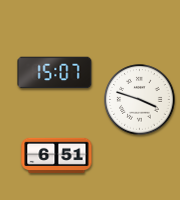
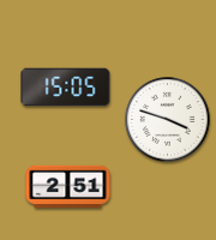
clock at (55, 73): 15:07 -> 15:05
clock at (57, 156): 6:51 -> 2:51
